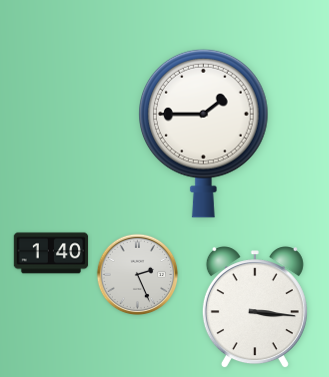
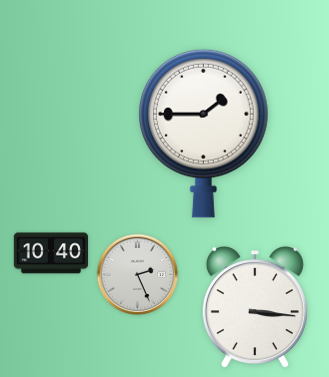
clock at (51, 253): 1:40 -> 10:40
